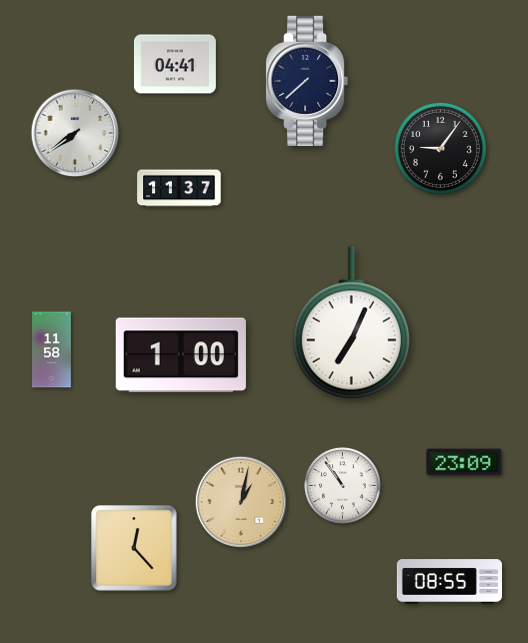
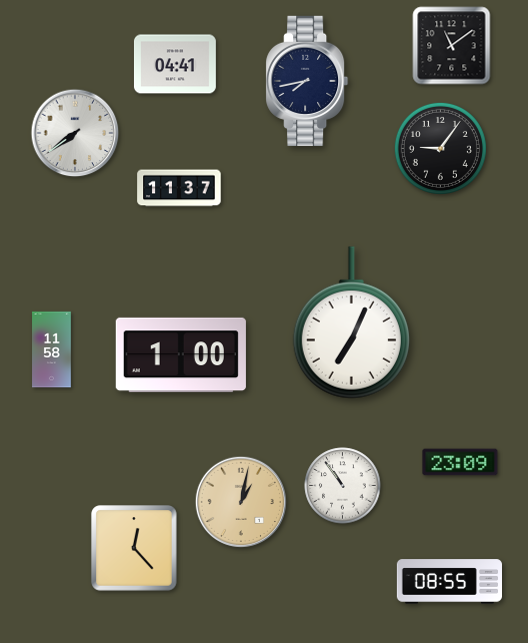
clock at (452, 46): none -> 11:09
clock at (307, 81): 7:38 -> 7:43
clock at (464, 462) position: (464, 462) -> (460, 462)
